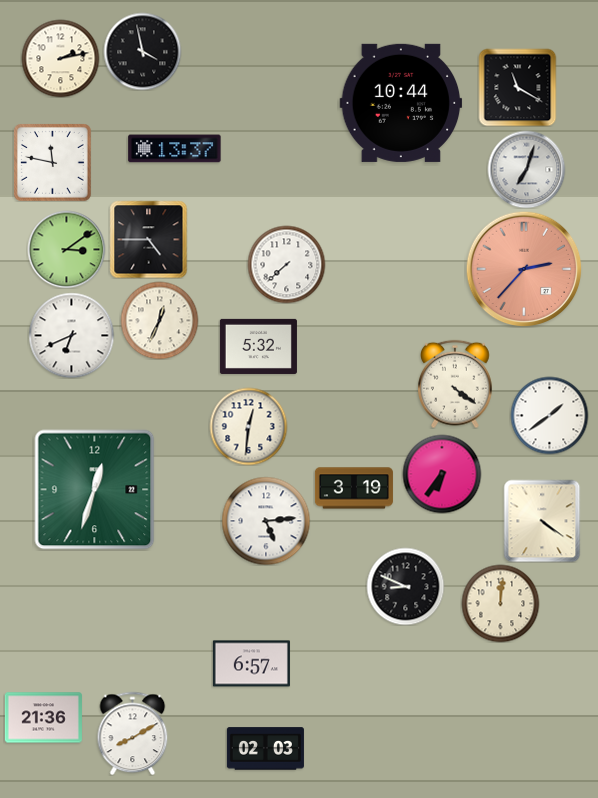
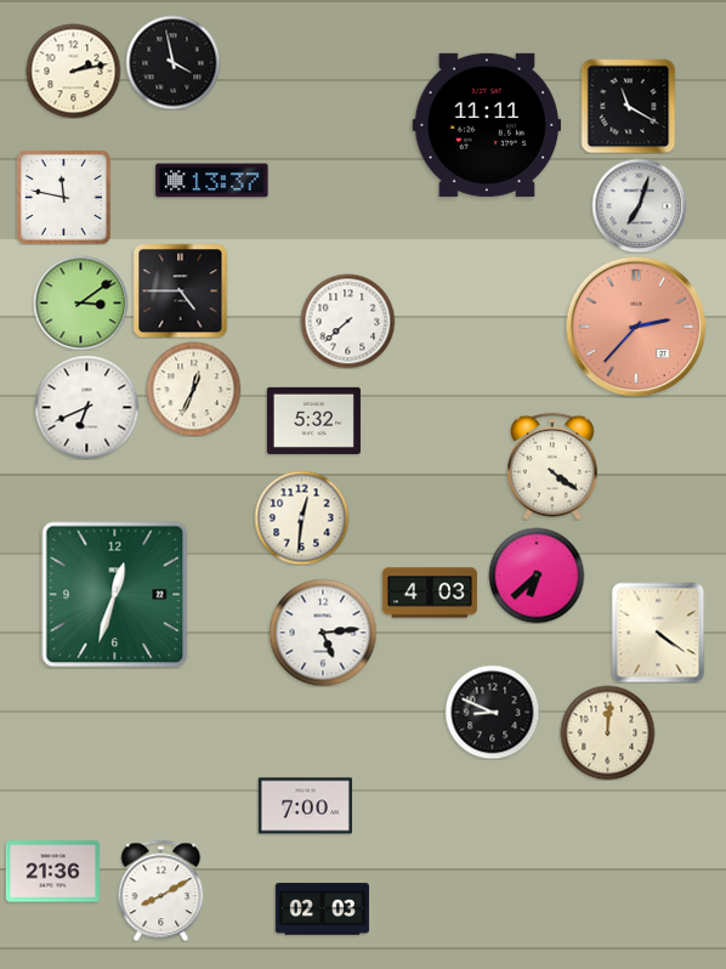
clock at (401, 103): 10:44 -> 11:11
clock at (549, 415): 1:39 -> none
clock at (442, 474): 6:36 -> 6:38
clock at (354, 488): 3:19 -> 4:03
clock at (251, 664): 6:57 -> 7:00
